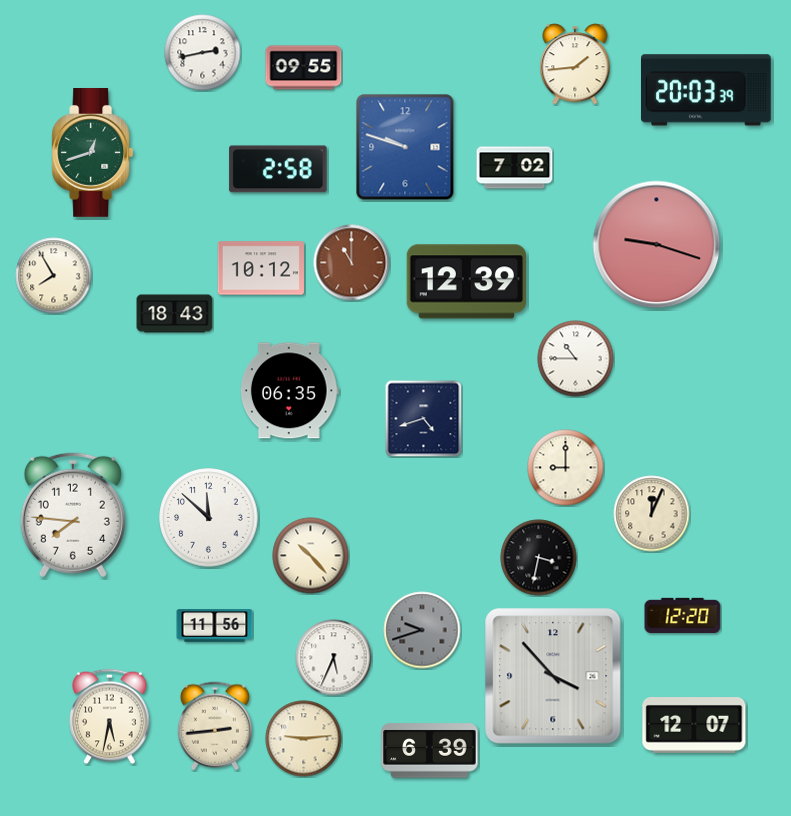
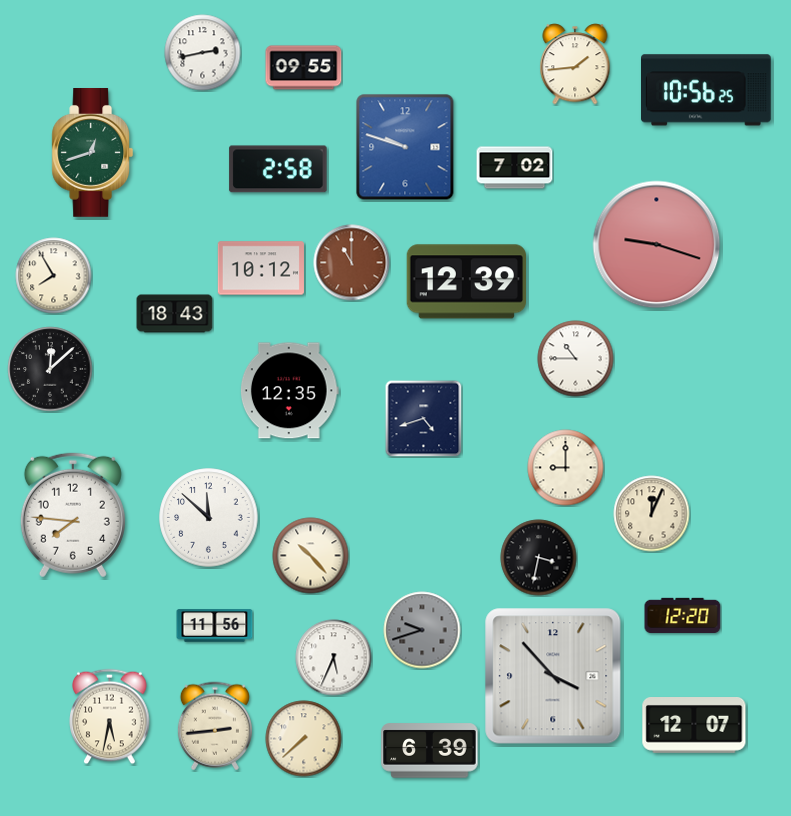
clock at (707, 90): 20:03 -> 10:56
clock at (50, 369): none -> 12:08
clock at (289, 391): 06:35 -> 12:35
clock at (304, 739): 9:14 -> 7:38
